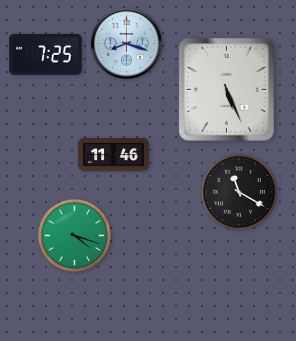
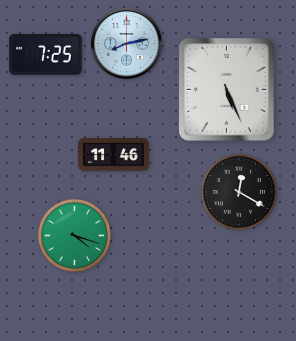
clock at (127, 44): 8:18 -> 8:13
clock at (240, 193): 11:20 -> 12:20
